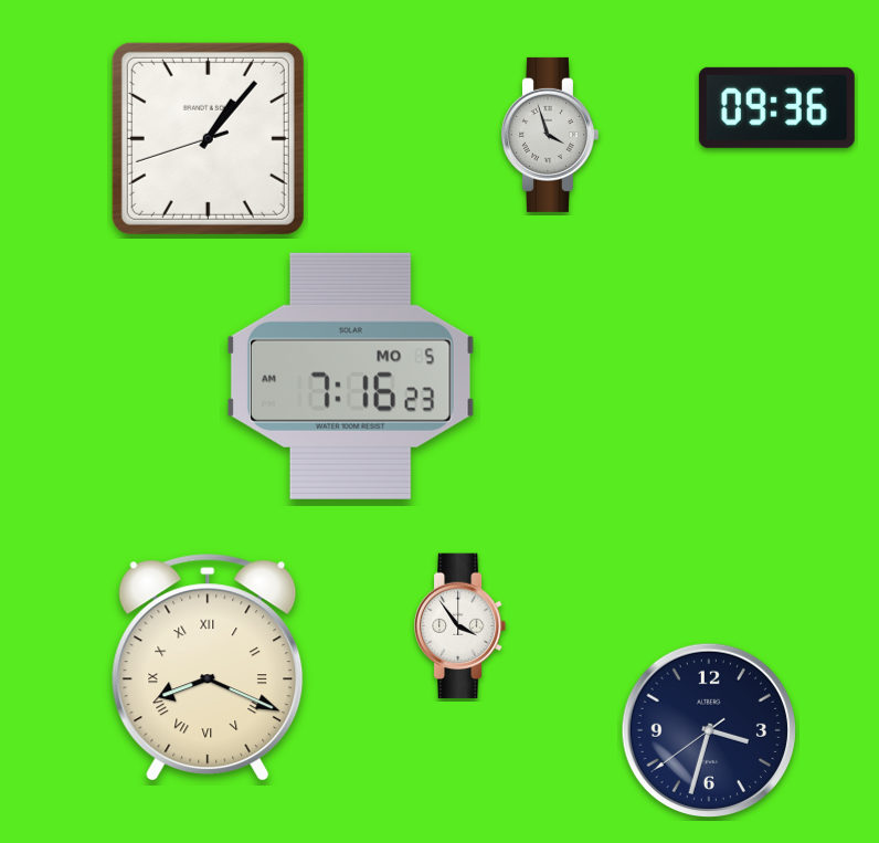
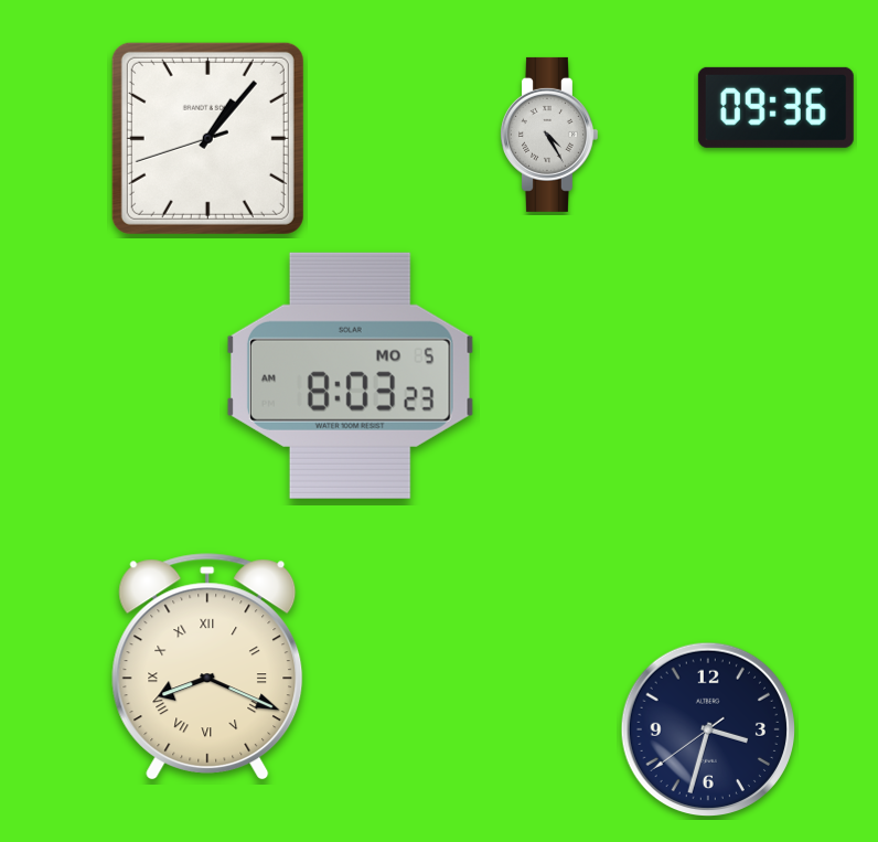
clock at (549, 135): 3:57 -> 4:25
clock at (350, 376): 7:16 -> 8:03
clock at (460, 626): 3:54 -> none
